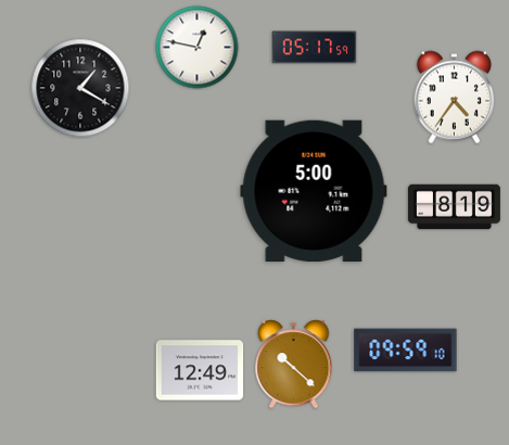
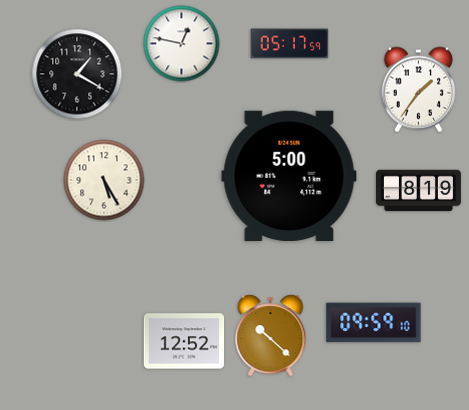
clock at (80, 88) position: (80, 88) -> (77, 74)
clock at (454, 98): 4:36 -> 1:36
clock at (104, 180): none -> 5:25
clock at (200, 370): 12:49 -> 12:52
